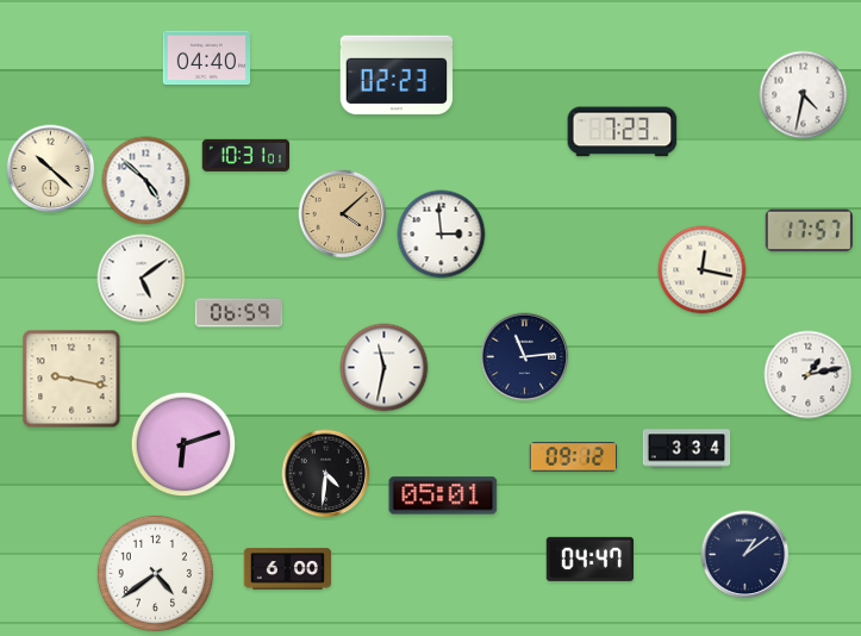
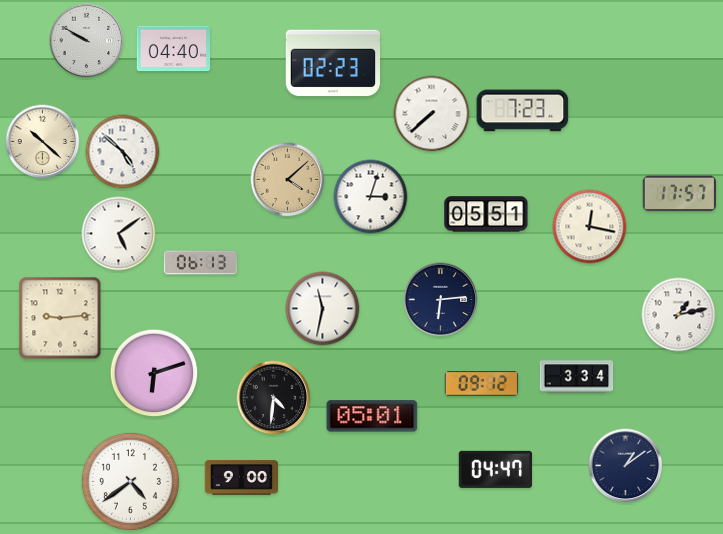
clock at (87, 41): none -> 9:50
clock at (804, 95): 4:32 -> none
clock at (432, 114): none -> 7:38
clock at (245, 155): 10:31 -> none
clock at (442, 235): 2:59 -> 3:03
clock at (486, 214): none -> 05:51
clock at (239, 313): 06:59 -> 06:13
clock at (525, 357): 11:14 -> 6:14
clock at (71, 379): 9:17 -> 9:14
clock at (288, 569): 6:00 -> 9:00
